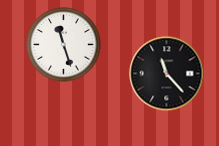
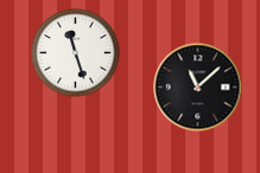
clock at (167, 74): 11:23 -> 11:08
